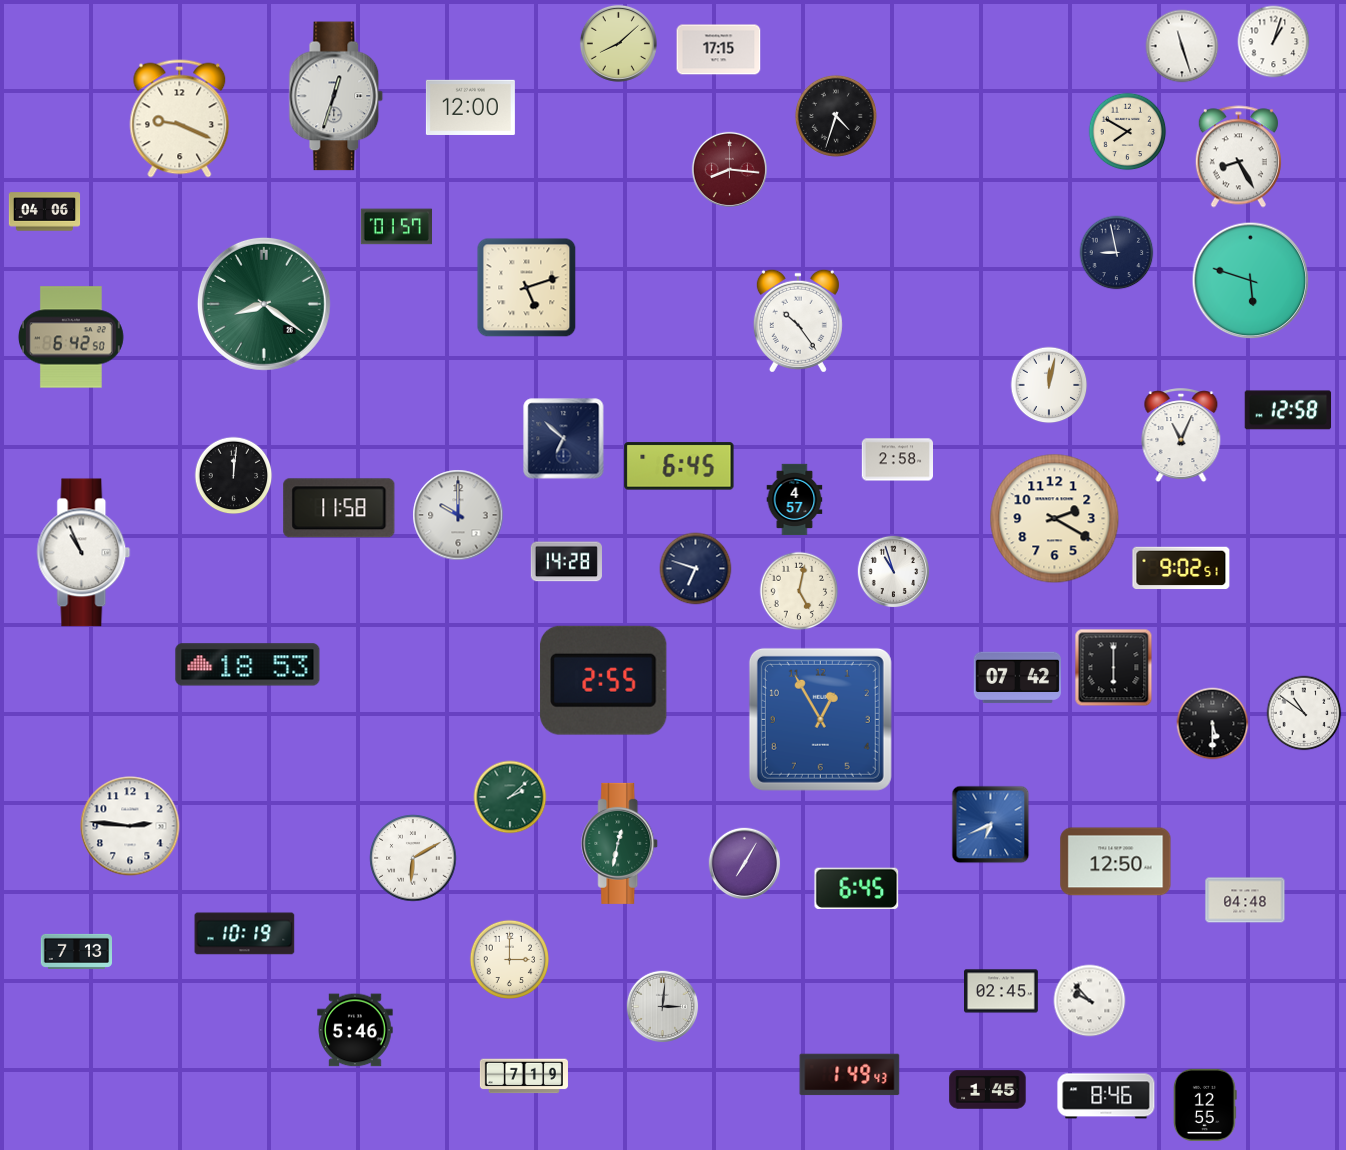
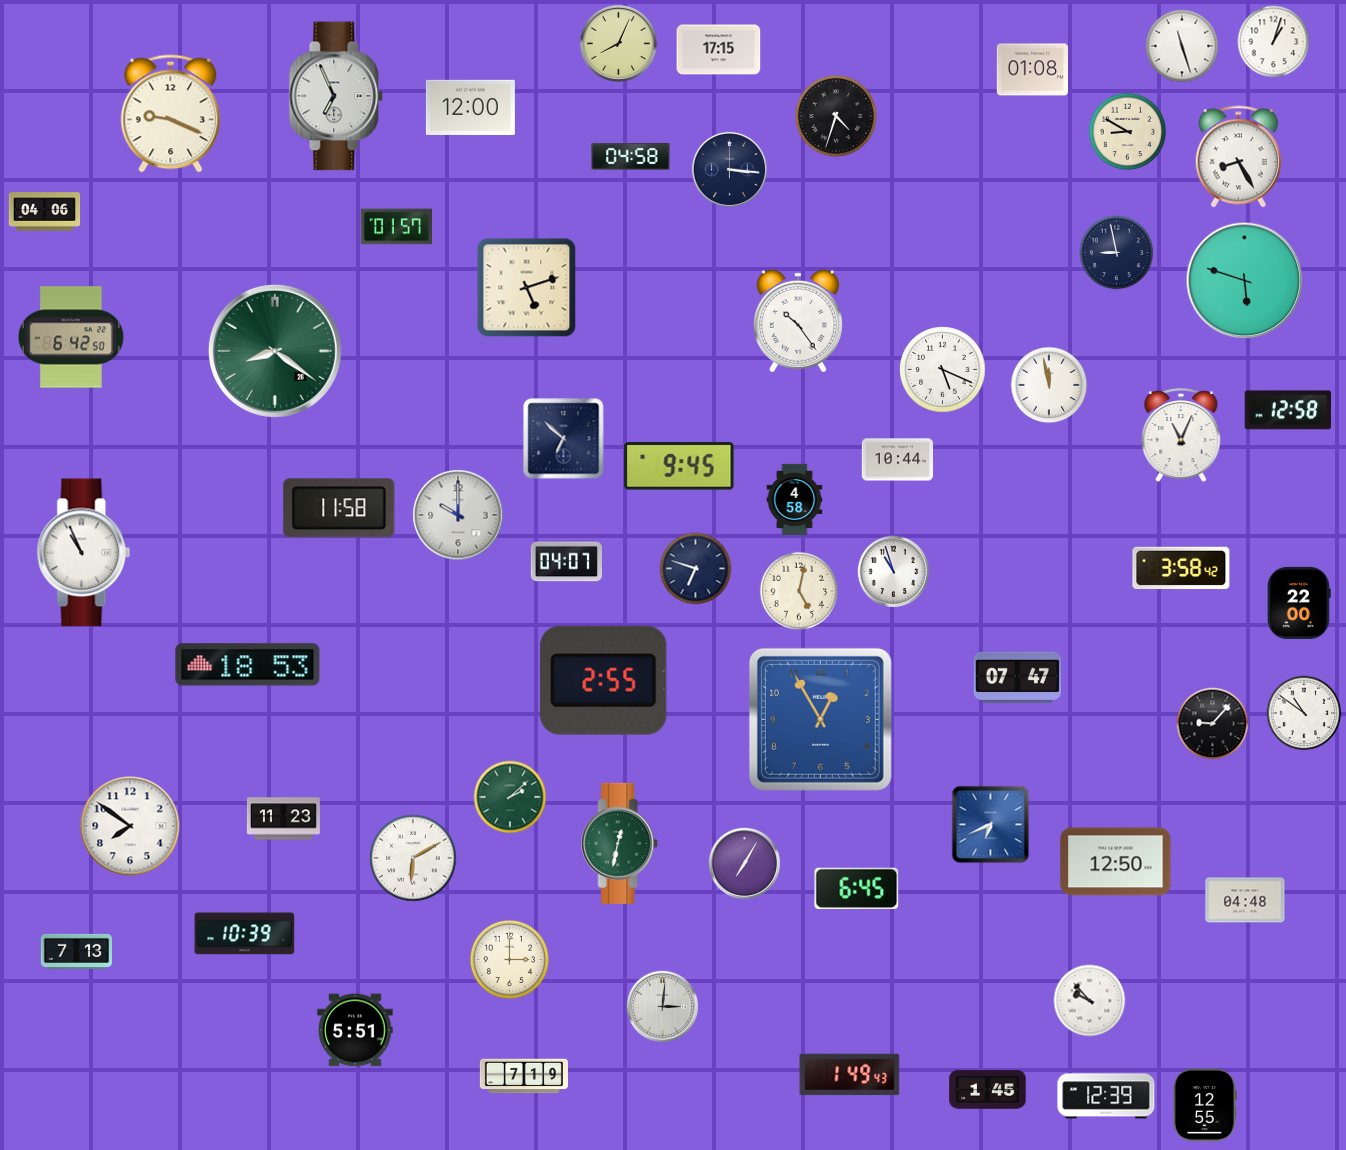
clock at (618, 43): 8:08 -> 8:04
clock at (1032, 70): none -> 01:08
clock at (336, 96): 12:33 -> 6:56
clock at (180, 119) position: (180, 119) -> (171, 114)
clock at (1128, 132): 7:50 -> 8:50
clock at (631, 157): none -> 04:58
clock at (729, 169): 8:16 -> 3:16
clock at (729, 169) dial: burgundy -> navy
clock at (1251, 281) position: (1251, 281) -> (1245, 281)
clock at (264, 304) position: (264, 304) -> (275, 351)
clock at (943, 370): none -> 5:19
clock at (1049, 385): 12:02 -> 11:58
clock at (897, 460): 2:58 -> 10:44
clock at (679, 466): 6:45 -> 9:45
clock at (234, 476): 12:01 -> none
clock at (795, 500): 4:57 -> 4:58
clock at (1055, 519): 2:20 -> none
clock at (566, 562): 14:28 -> 04:07
clock at (1181, 568): 9:02 -> 3:58
clock at (1299, 603): none -> 22:00
clock at (1114, 668): 6:00 -> none
clock at (1017, 678): 07:42 -> 07:47
clock at (1213, 724): 5:30 -> 9:07
clock at (283, 819): none -> 11:23
clock at (130, 826): 2:46 -> 7:51
clock at (245, 934): 10:19 -> 10:39
clock at (1002, 991): 02:45 -> none
clock at (355, 1030): 5:46 -> 5:51
clock at (1106, 1096): 8:46 -> 12:39
